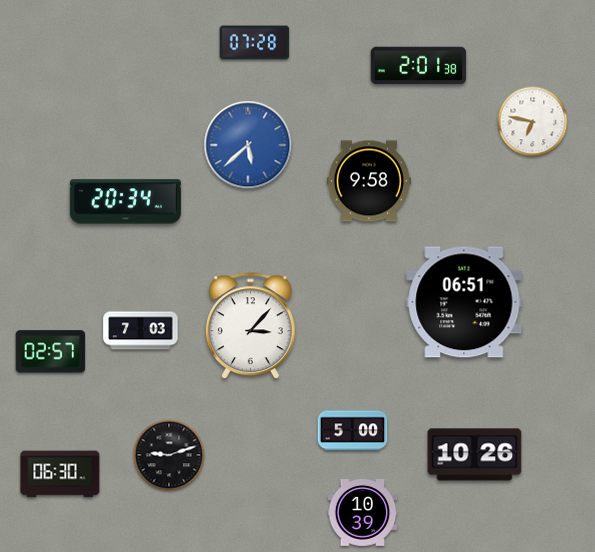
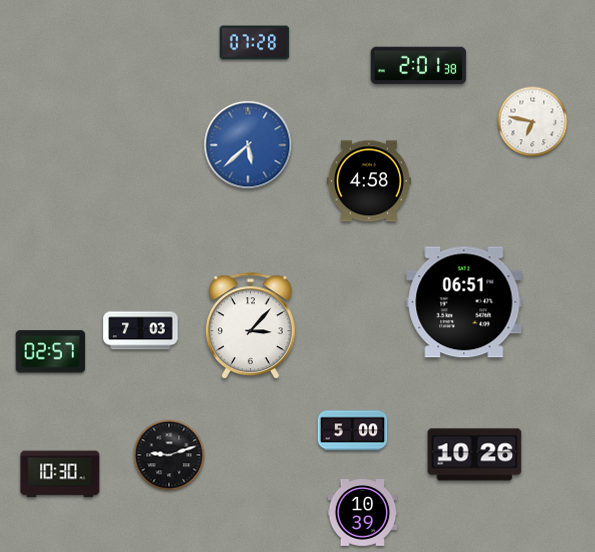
clock at (369, 181): 9:58 -> 4:58
clock at (125, 202): 20:34 -> none
clock at (60, 474): 06:30 -> 10:30
